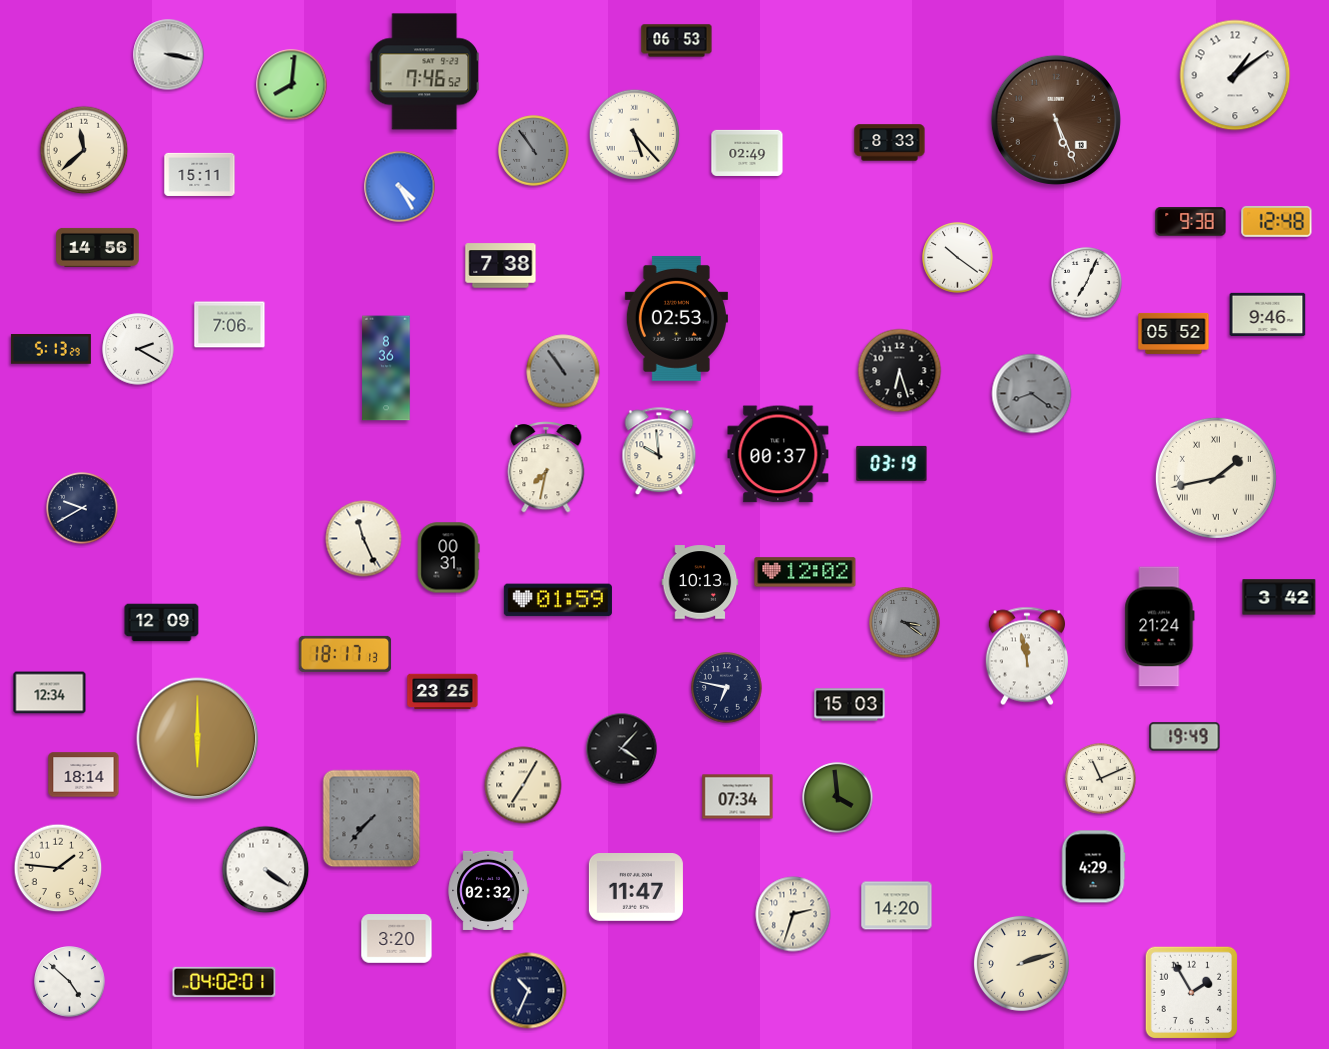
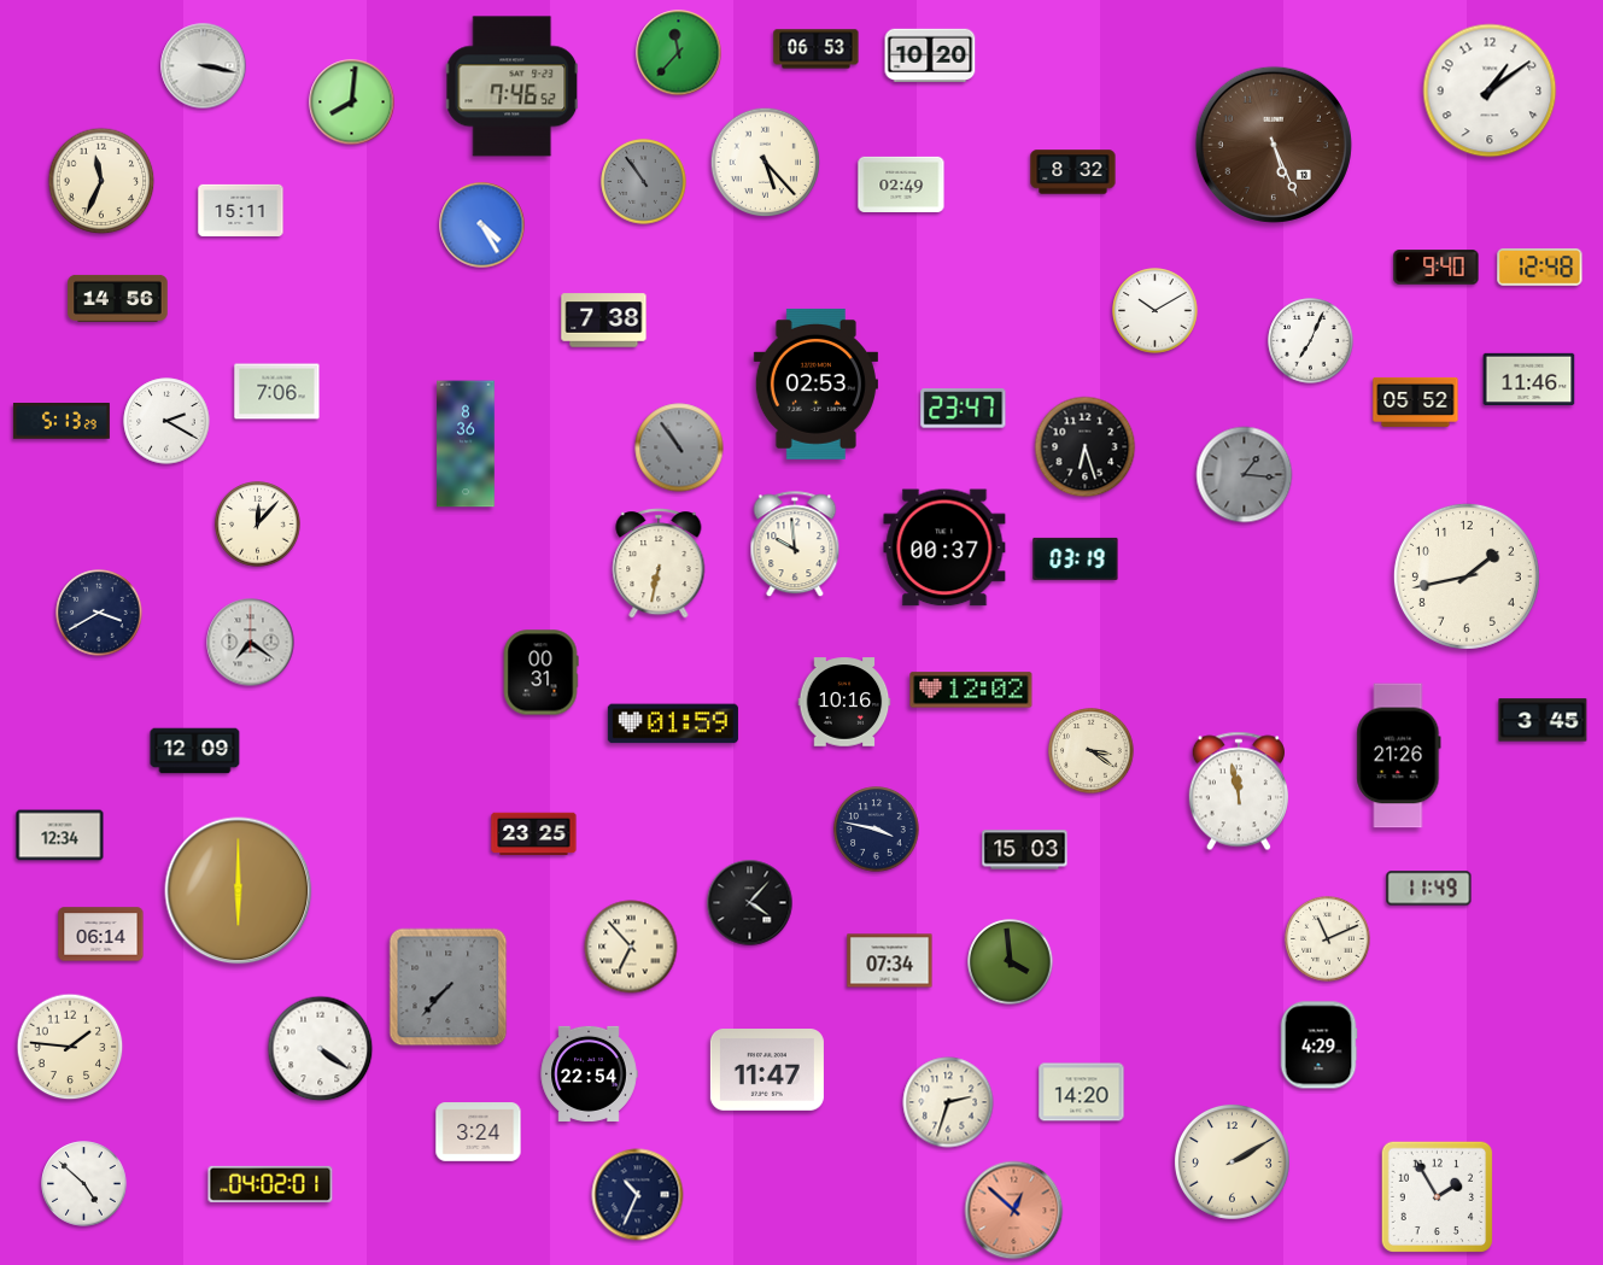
clock at (679, 53): none -> 11:37
clock at (930, 55): none -> 10:20
clock at (890, 143): 8:33 -> 8:32
clock at (84, 150): 11:38 -> 11:34
clock at (1191, 222): 9:38 -> 9:40
clock at (958, 258): 10:21 -> 10:10
clock at (1268, 314): 9:46 -> 11:46
clock at (964, 409): none -> 23:47
clock at (1032, 394): 8:21 -> 1:16
clock at (258, 525): none -> 12:07
clock at (778, 454) position: (778, 454) -> (944, 547)
clock at (546, 468): 7:32 -> 6:32
clock at (1216, 478) numerals: Roman -> Arabic
clock at (82, 508): 9:40 -> 3:40
clock at (251, 643): none -> 7:21
clock at (364, 539): 11:26 -> none
clock at (700, 582): 10:13 -> 10:16
clock at (1279, 597): 3:42 -> 3:45
clock at (905, 623) dial: grey -> cream
clock at (1160, 627): 21:24 -> 21:26
clock at (345, 654): 18:17 -> none
clock at (727, 688): 6:47 -> 3:47
clock at (1185, 737): 19:49 -> 11:49
clock at (84, 775): 18:14 -> 06:14
clock at (523, 785): 7:05 -> 6:53
clock at (488, 890): 02:32 -> 22:54
clock at (793, 914) position: (793, 914) -> (948, 1102)
clock at (397, 939): 3:20 -> 3:24
clock at (1021, 963): 2:12 -> 2:10
clock at (1014, 1211): none -> 12:52
